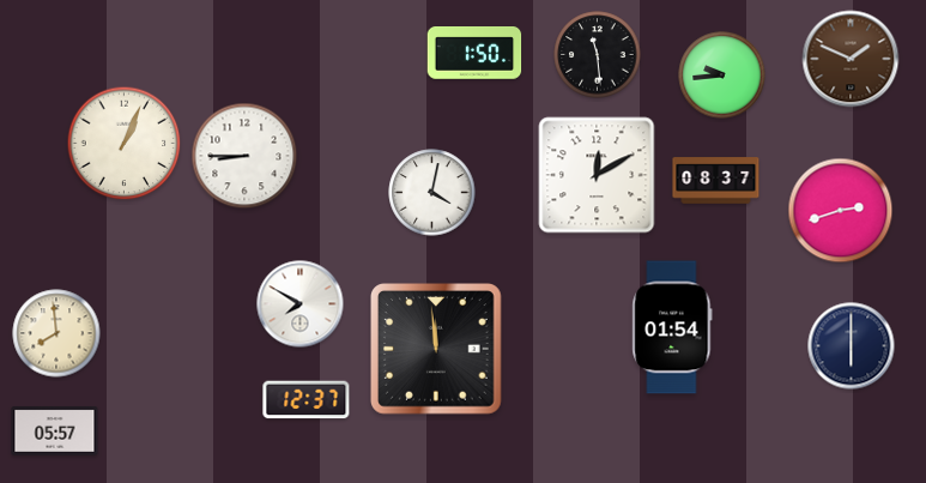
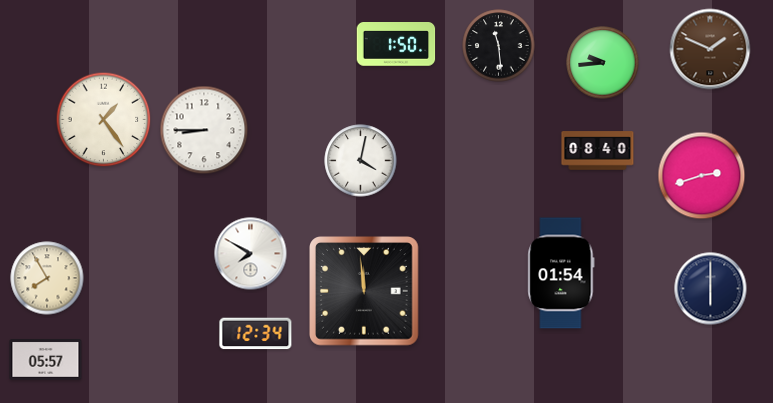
clock at (125, 144): 1:04 -> 1:24
clock at (597, 175): 12:10 -> none
clock at (716, 181): 08:37 -> 08:40
clock at (56, 333): 7:59 -> 7:55
clock at (307, 400): 12:37 -> 12:34
